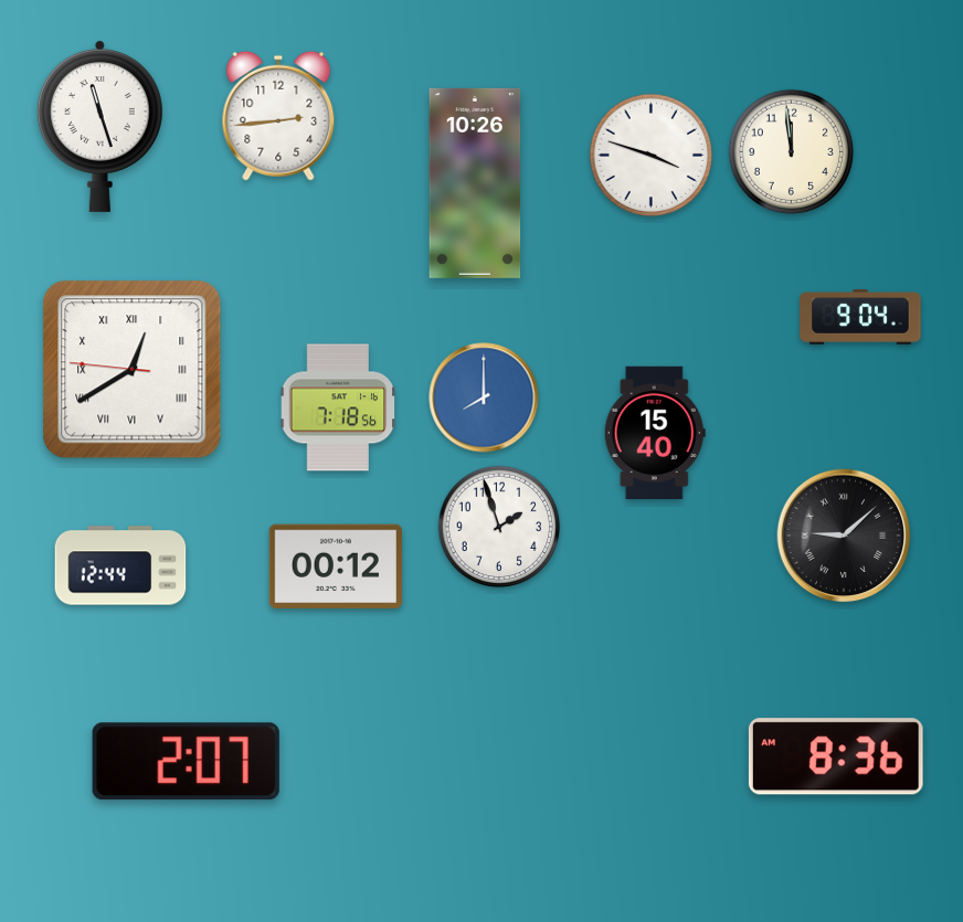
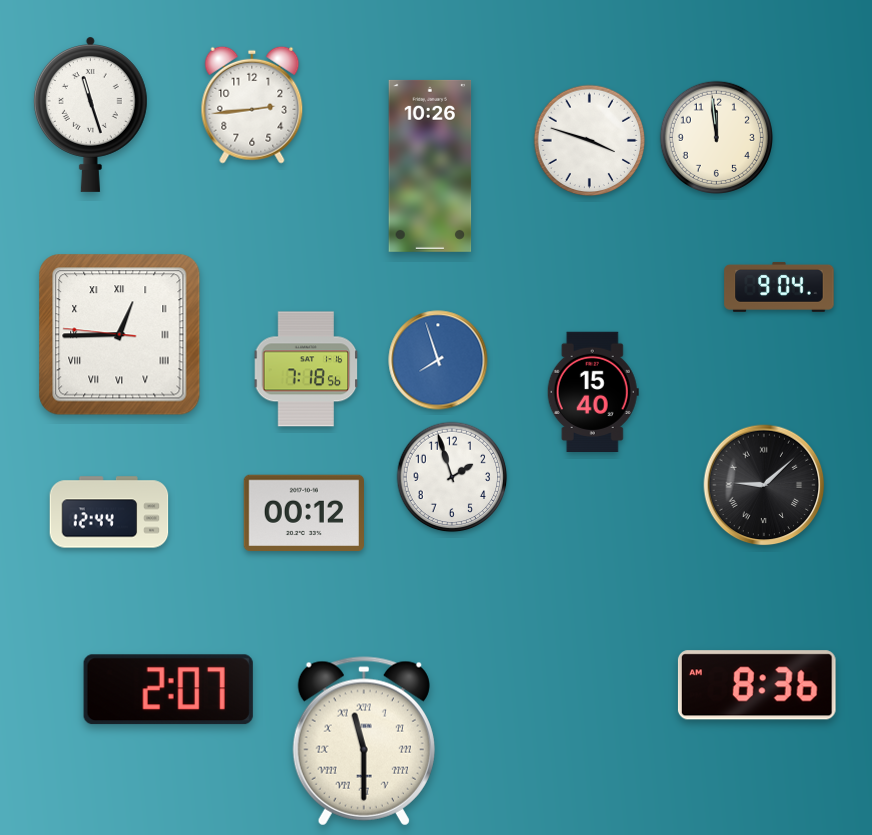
clock at (133, 370): 12:39 -> 12:44
clock at (484, 398): 8:00 -> 7:57
clock at (364, 741): none -> 11:30
